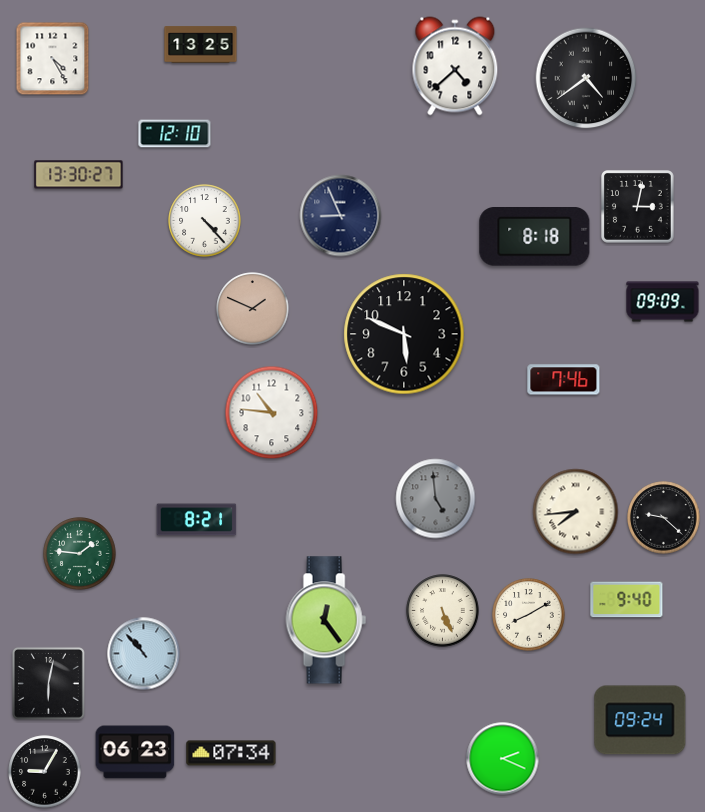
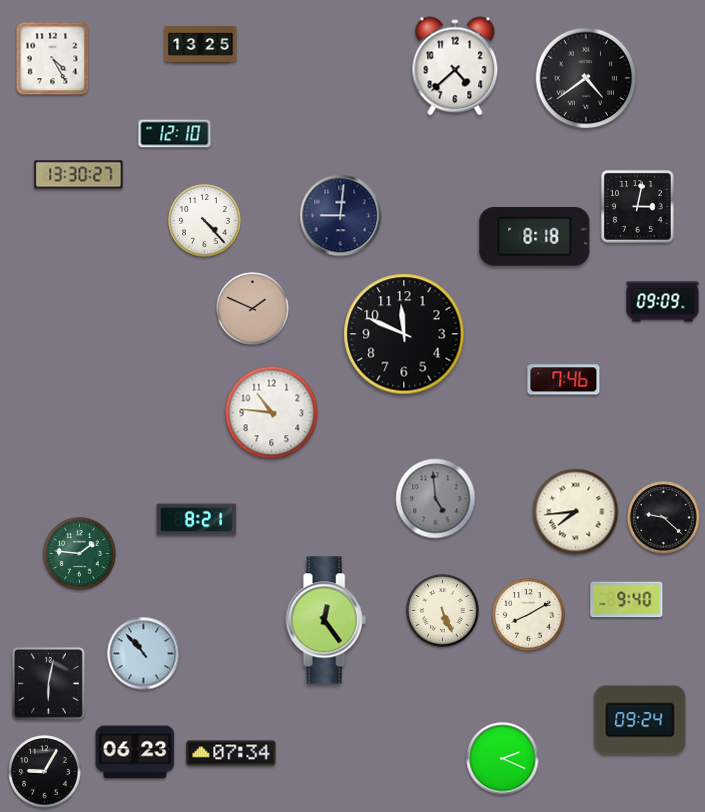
clock at (341, 216): 8:56 -> 9:01
clock at (404, 334): 5:49 -> 11:49
